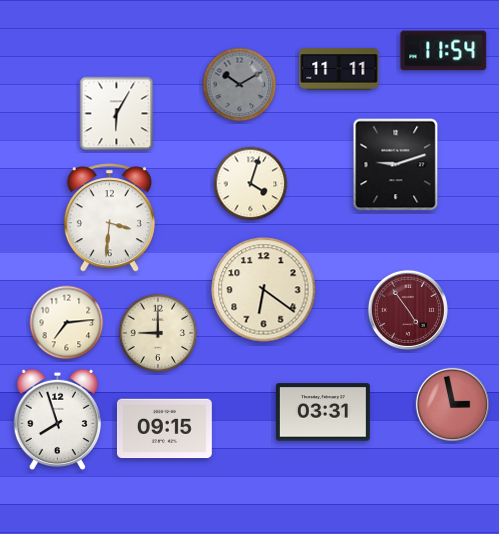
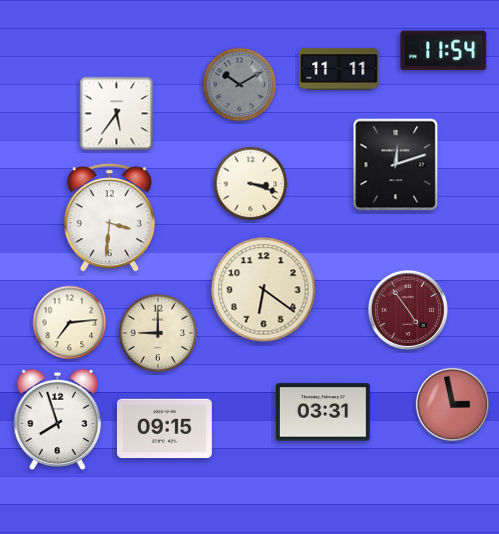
clock at (117, 114): 6:05 -> 5:36
clock at (396, 165): 9:12 -> 12:12
clock at (251, 184): 4:03 -> 3:18
clock at (67, 323) position: (67, 323) -> (70, 323)
